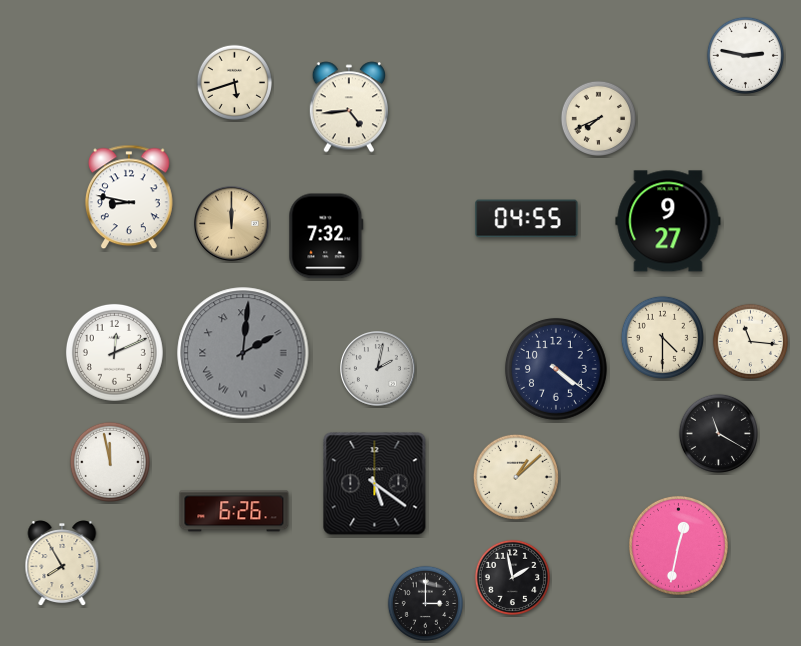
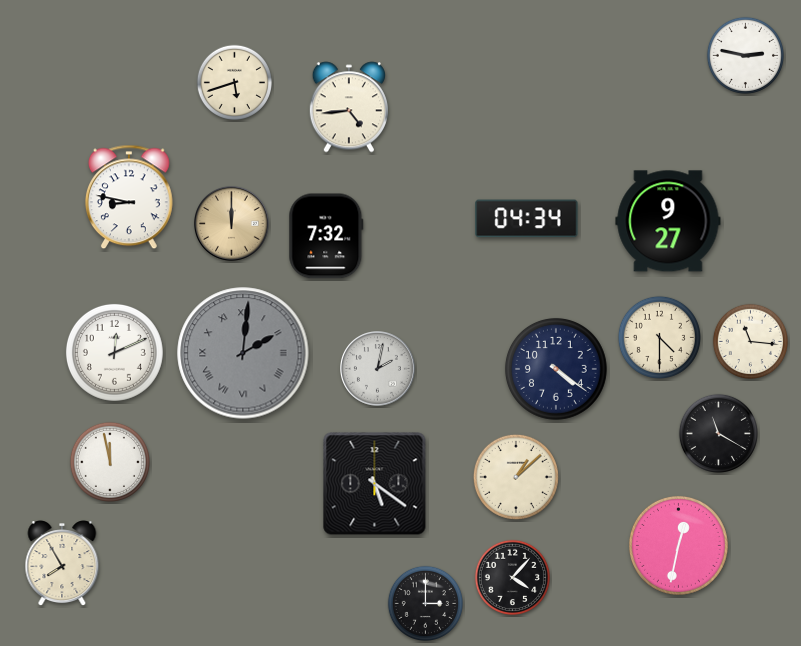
clock at (598, 118): 7:41 -> none
clock at (527, 219): 04:55 -> 04:34
clock at (662, 337) position: (662, 337) -> (659, 337)
clock at (234, 511): 6:26 -> none
clock at (512, 577): 1:58 -> 4:07
